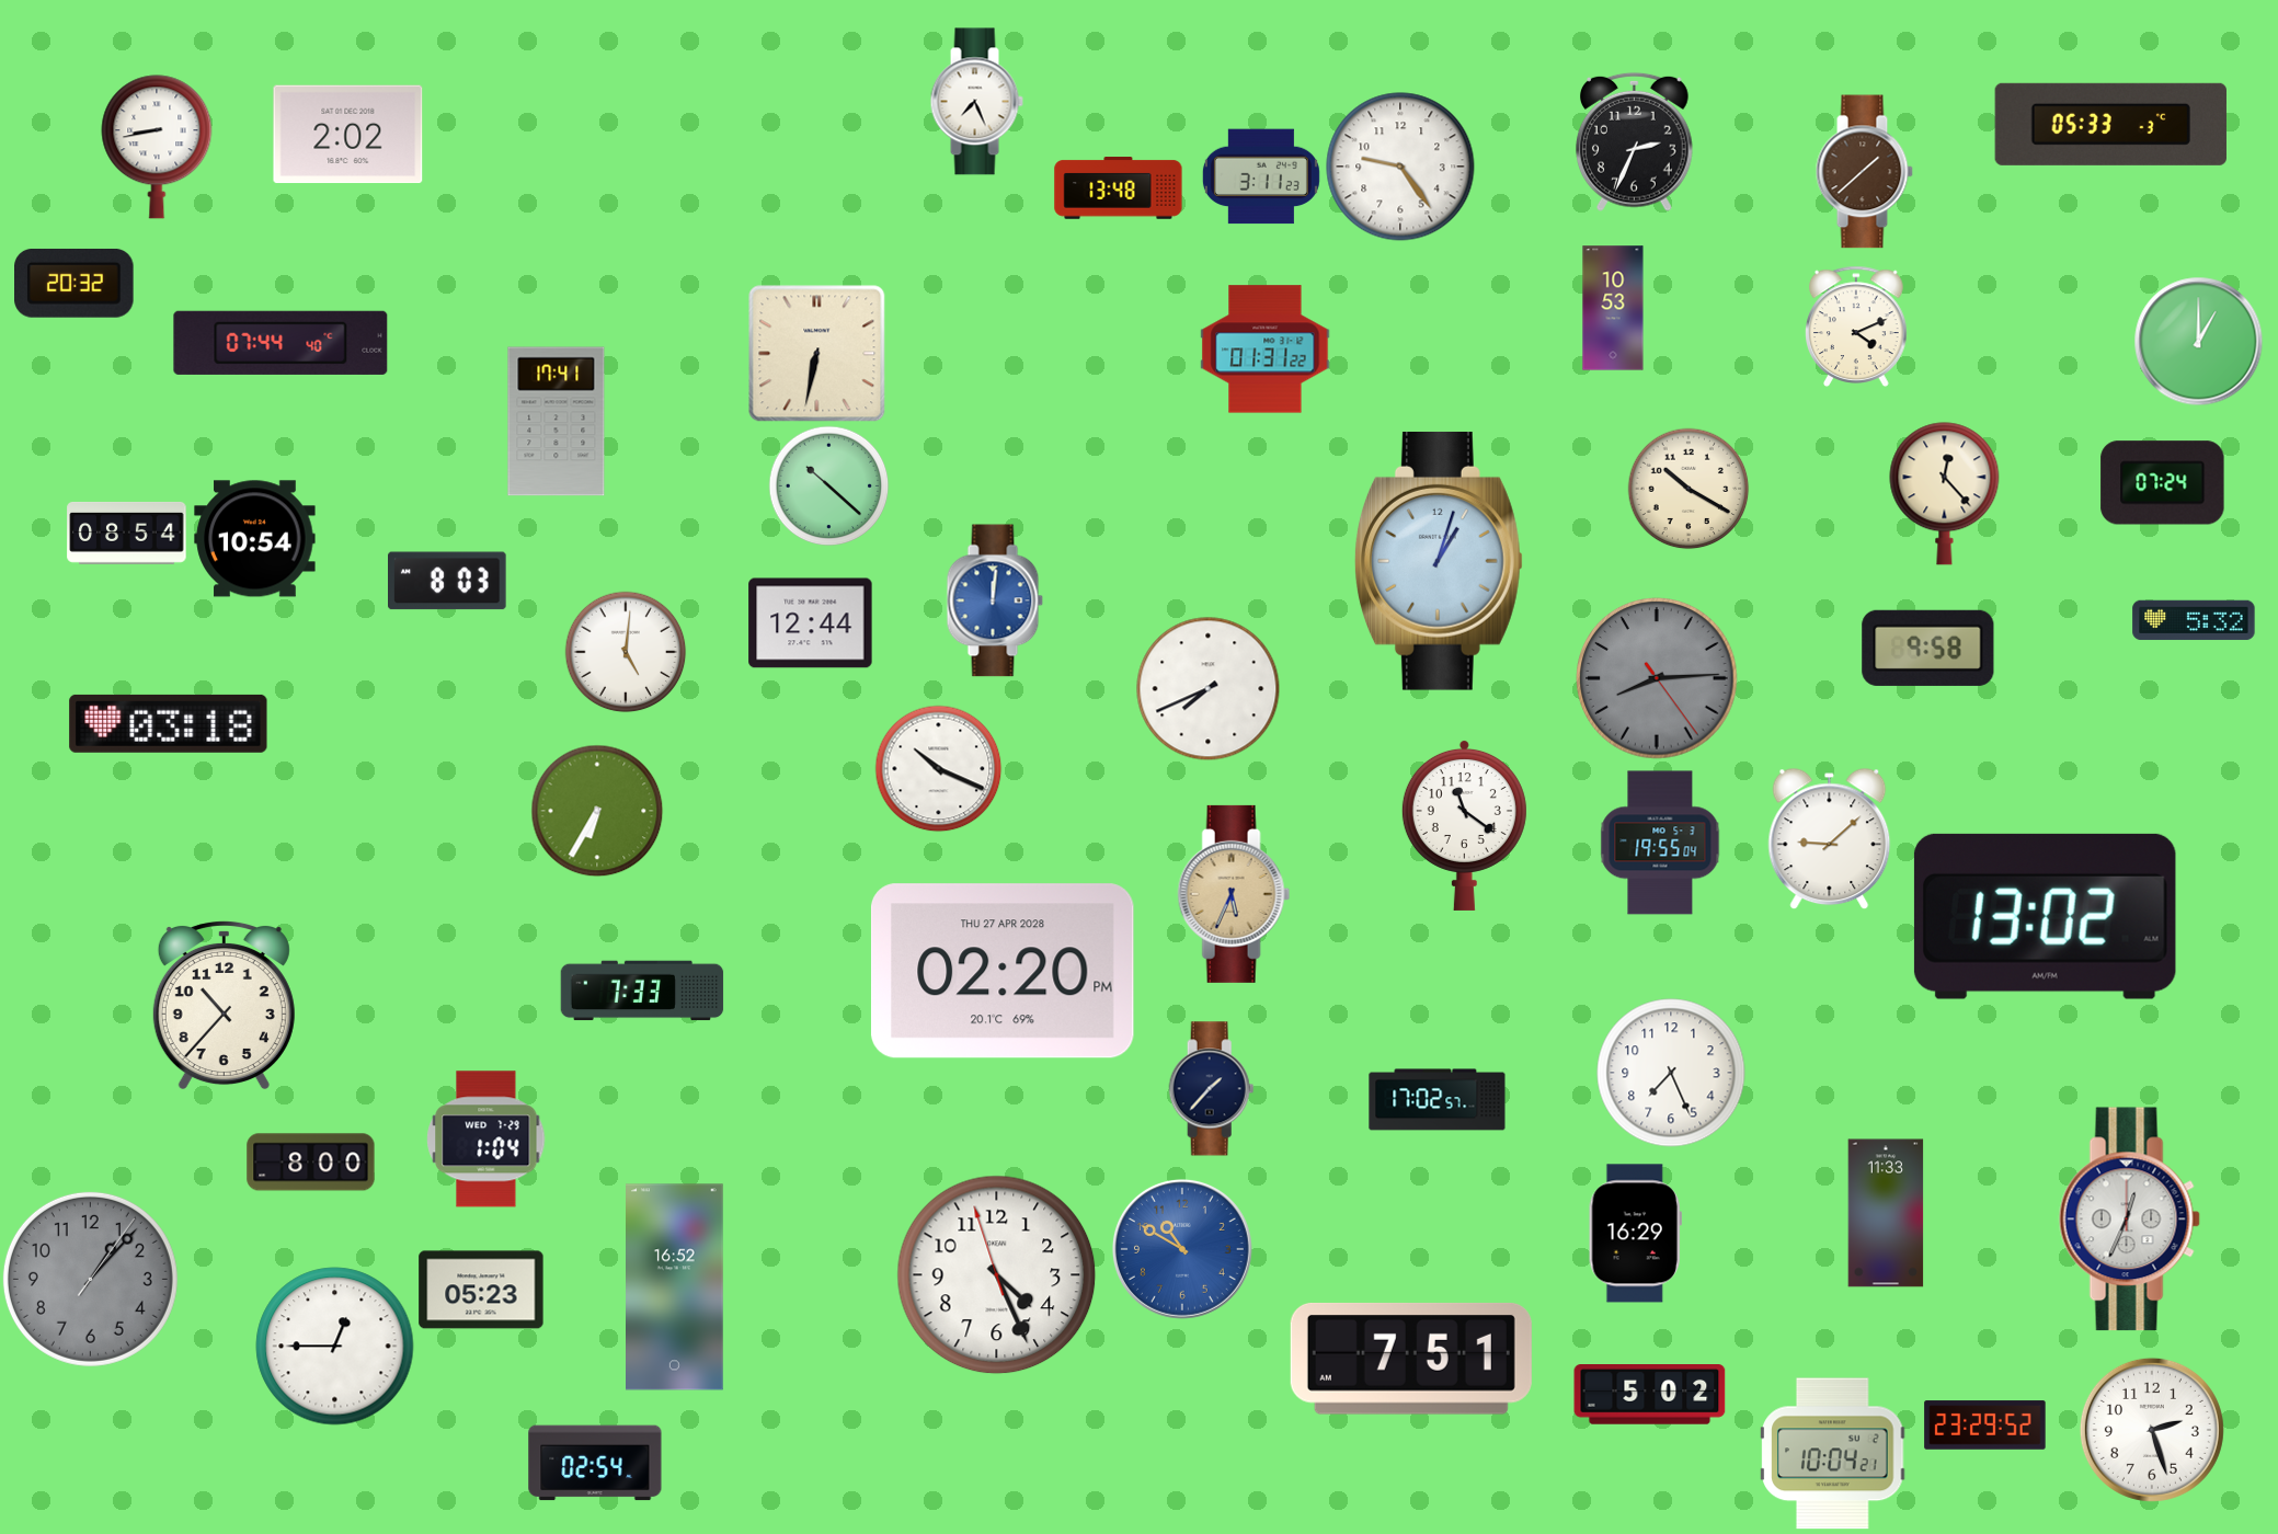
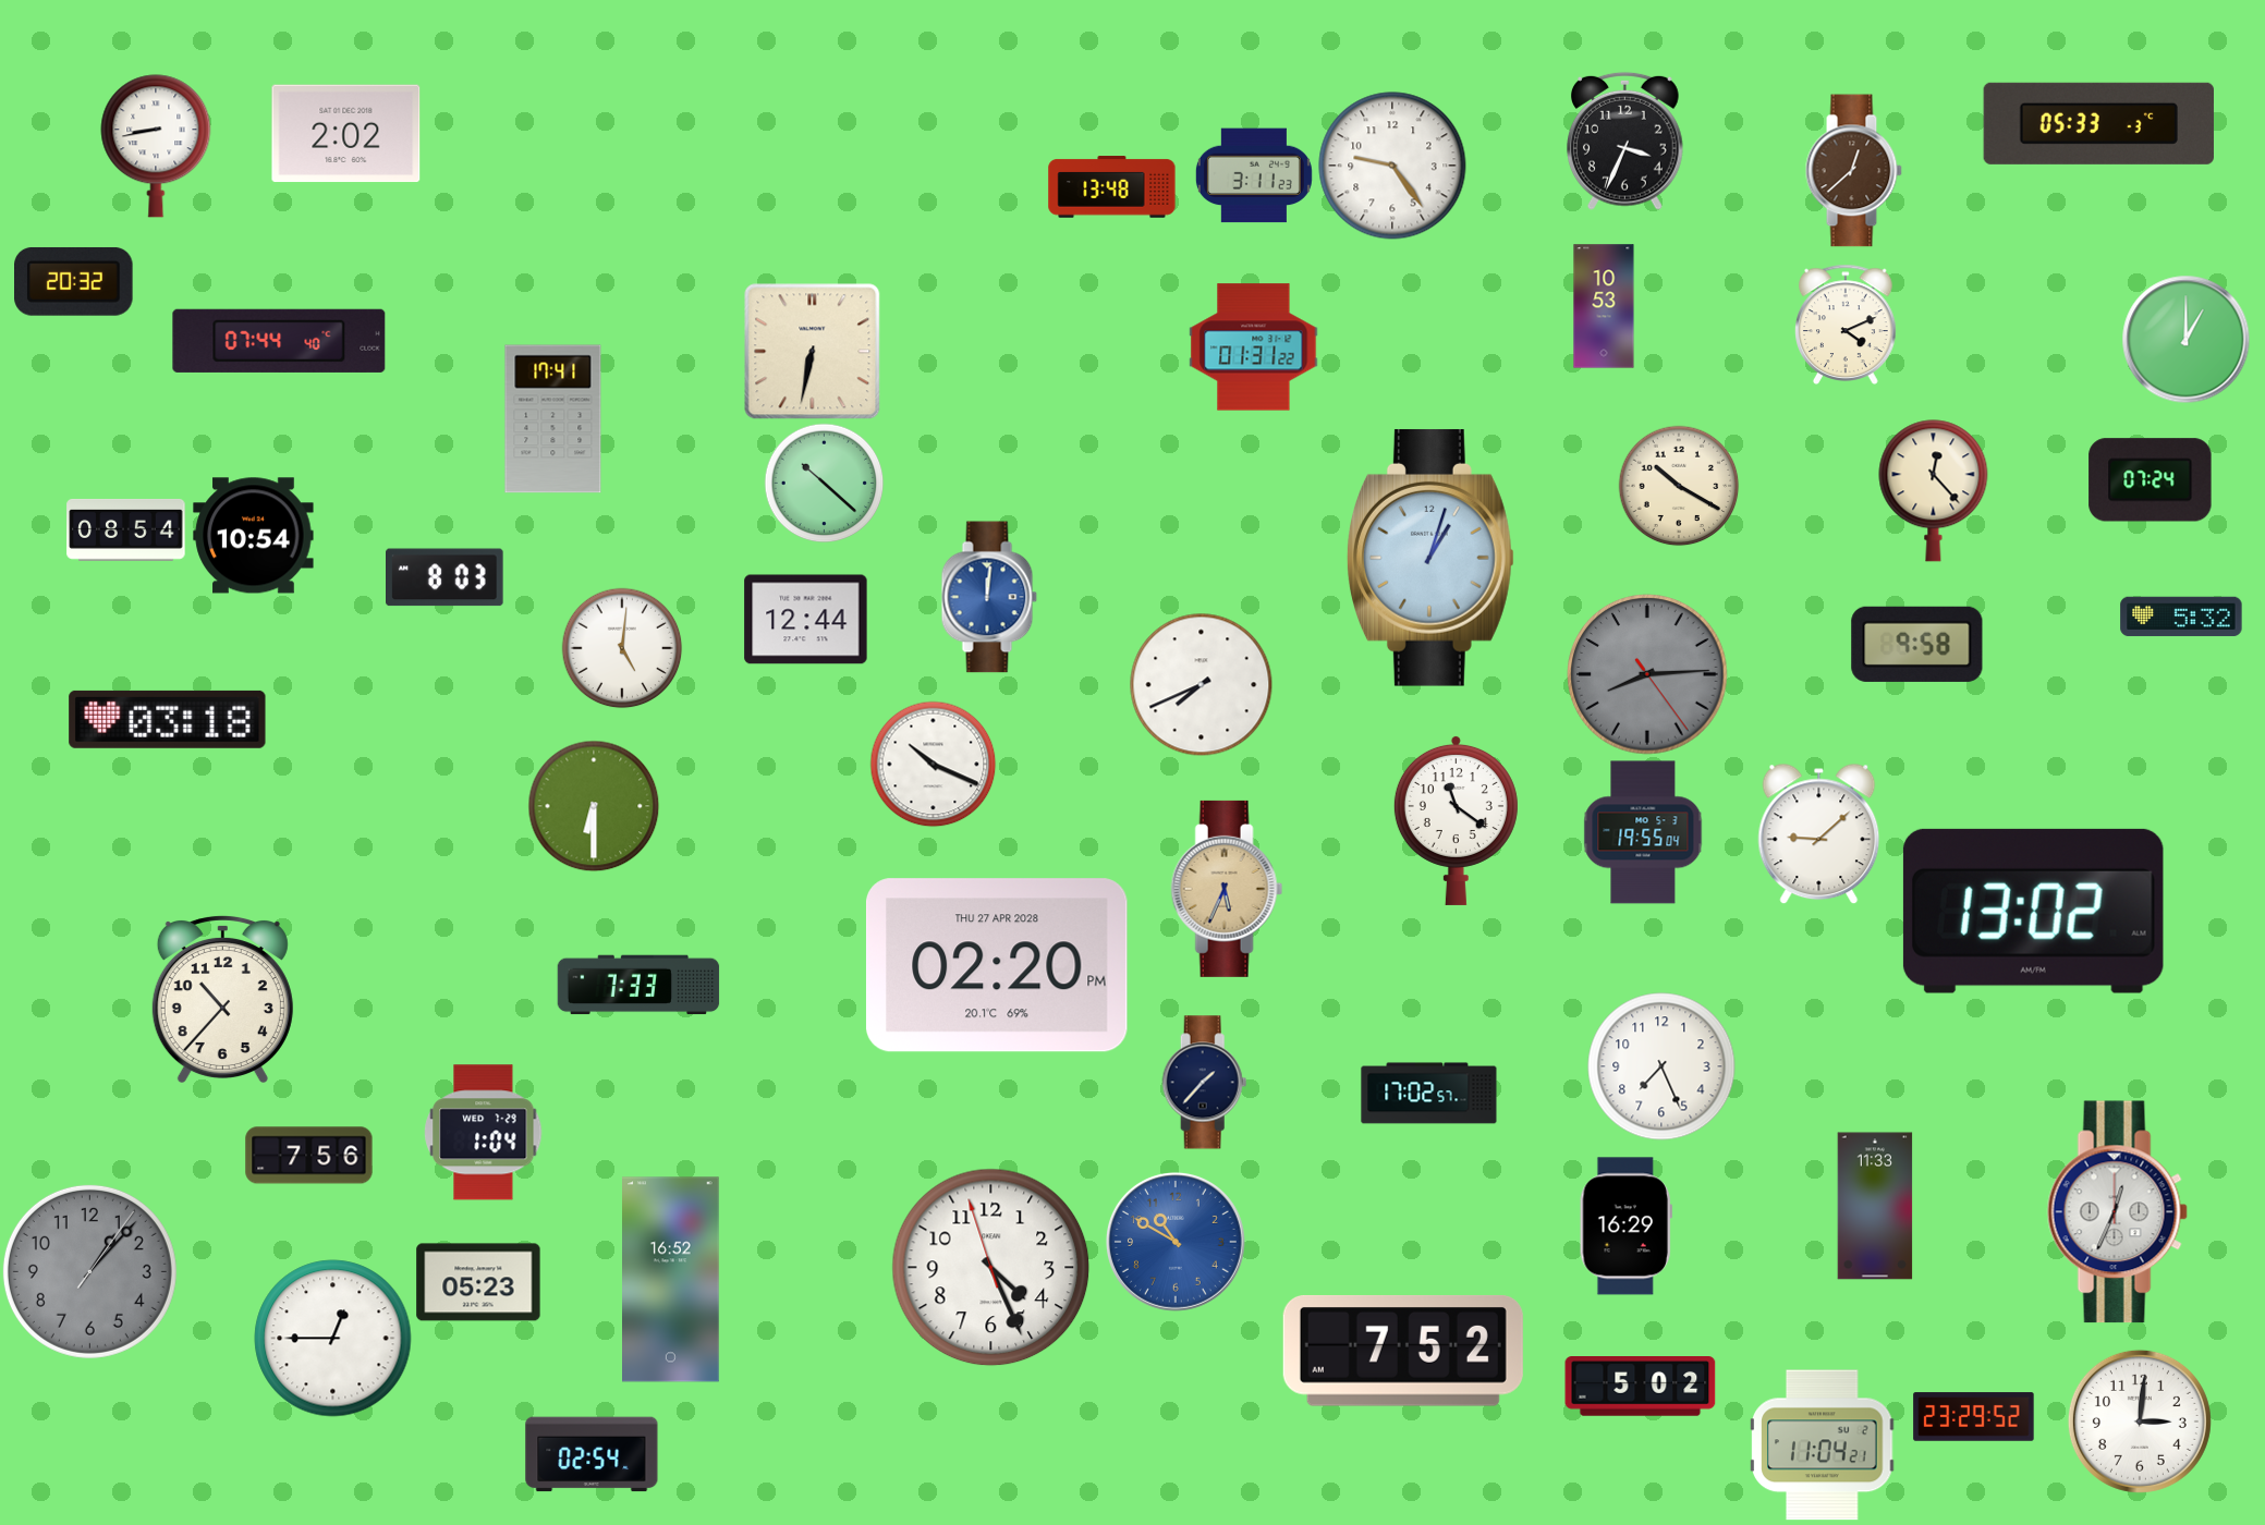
clock at (976, 102): 7:26 -> none
clock at (1635, 141): 2:34 -> 3:34
clock at (1864, 172): 1:38 -> 12:38
clock at (1266, 350) position: (1266, 350) -> (1254, 347)
clock at (597, 811): 6:35 -> 6:30
clock at (1660, 843) position: (1660, 843) -> (1643, 832)
clock at (311, 1163): 8:00 -> 7:56
clock at (1411, 1359): 7:51 -> 7:52
clock at (2152, 1430): 2:27 -> 3:01
clock at (1833, 1454): 10:04 -> 11:04
